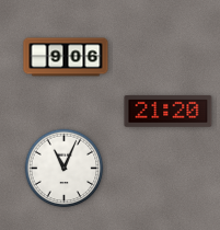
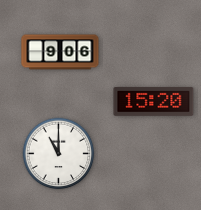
clock at (169, 112): 21:20 -> 15:20
clock at (65, 169): 11:04 -> 11:00
